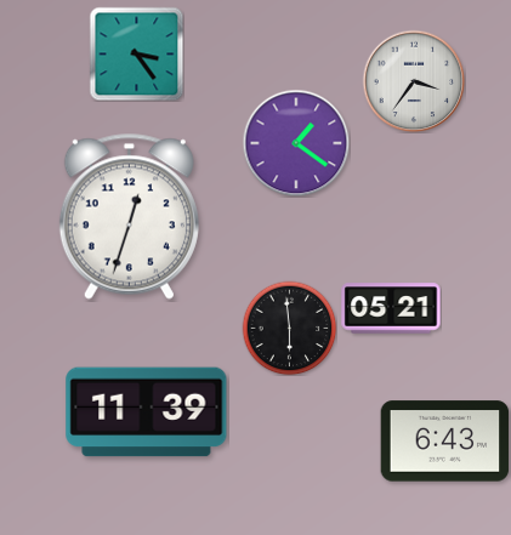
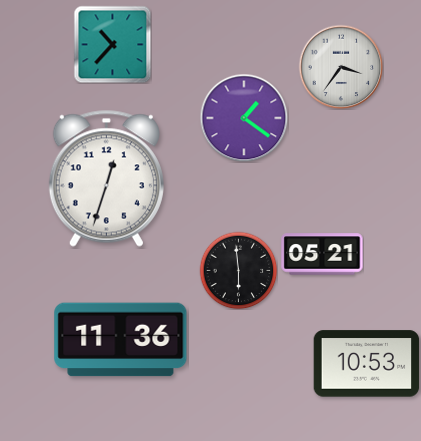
clock at (136, 53): 3:24 -> 10:37
clock at (147, 412): 11:39 -> 11:36
clock at (445, 442): 6:43 -> 10:53
